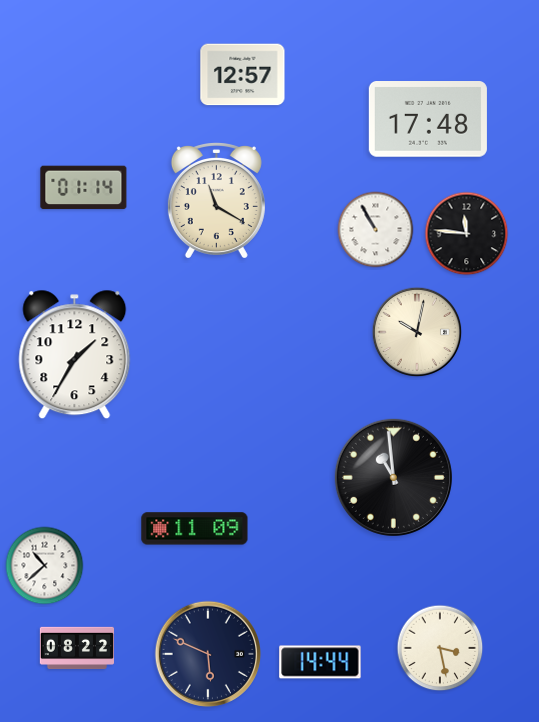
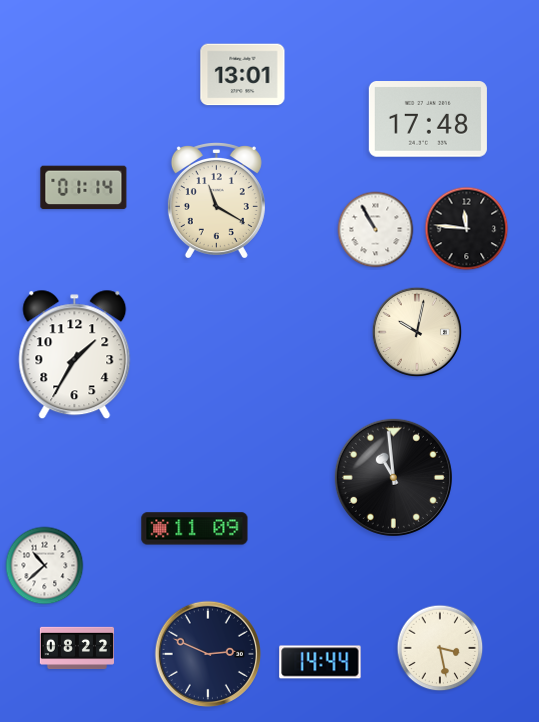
clock at (243, 75): 12:57 -> 13:01
clock at (467, 234) position: (467, 234) -> (467, 229)
clock at (208, 654): 5:49 -> 2:49
